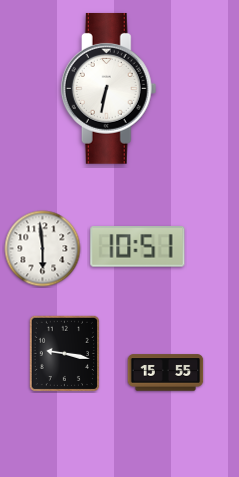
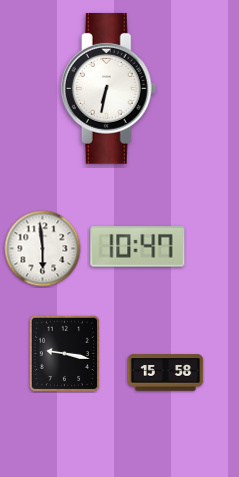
clock at (138, 247): 10:51 -> 10:47
clock at (166, 373): 15:55 -> 15:58
